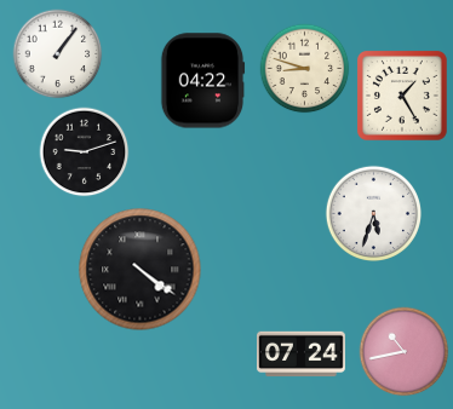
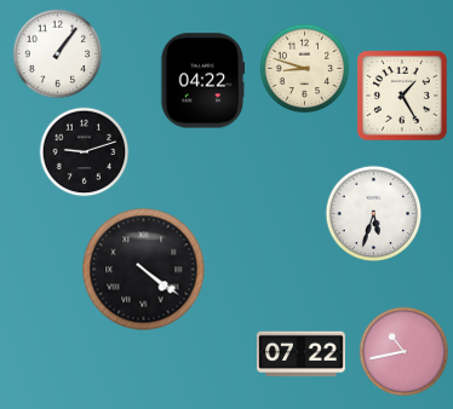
clock at (141, 270) position: (141, 270) -> (144, 270)
clock at (302, 355): 07:24 -> 07:22
